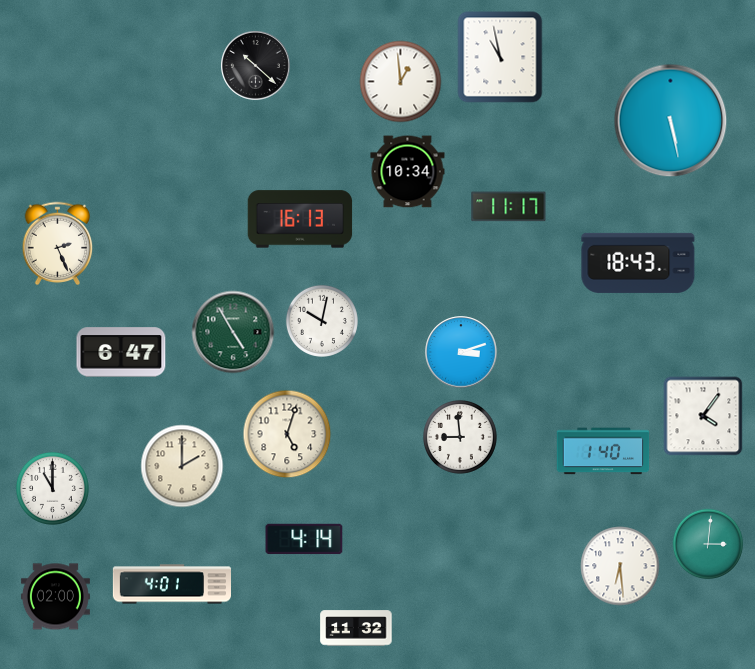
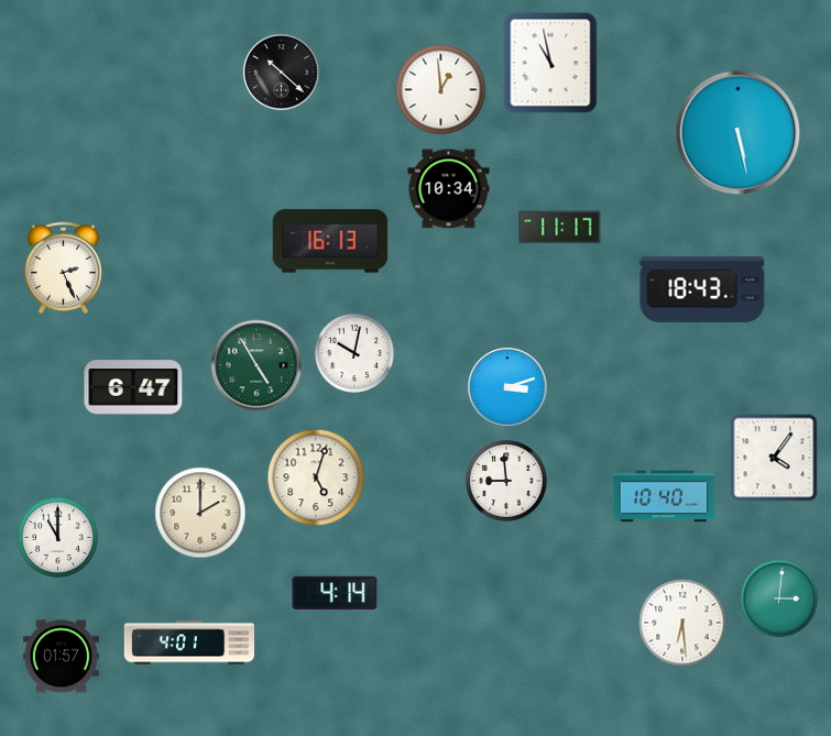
clock at (603, 451): 1:40 -> 10:40
clock at (55, 597): 02:00 -> 01:57
clock at (356, 628): 11:32 -> none
